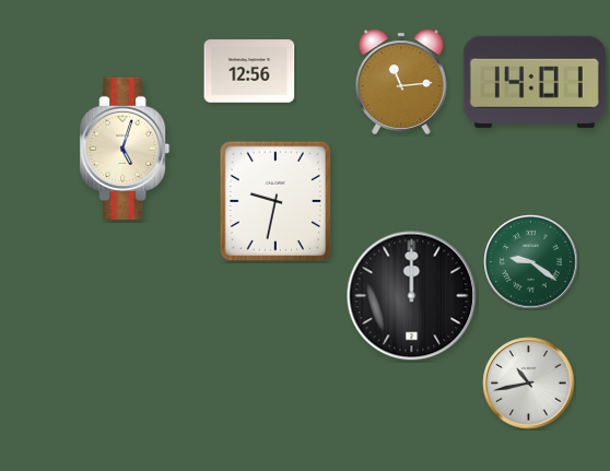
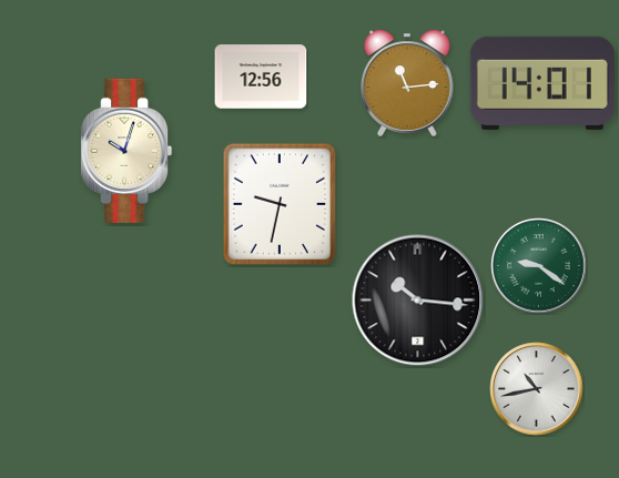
clock at (249, 71) position: (249, 71) -> (261, 77)
clock at (125, 149): 5:03 -> 10:03
clock at (412, 296): 12:00 -> 10:16
